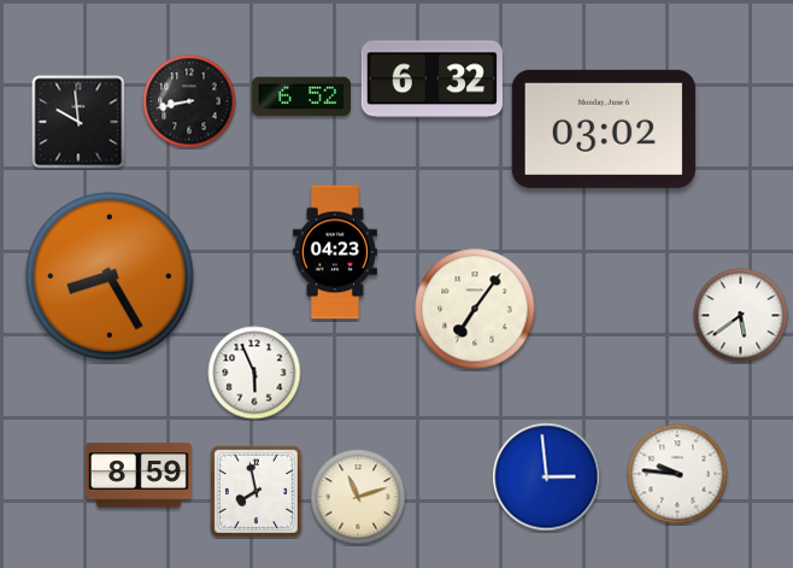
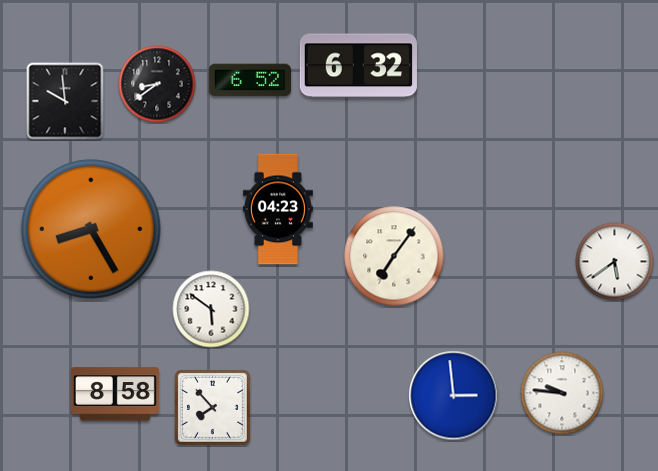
clock at (189, 101): 8:43 -> 8:39
clock at (604, 129): 03:02 -> none
clock at (254, 373): 5:56 -> 5:51
clock at (139, 475): 8:59 -> 8:58
clock at (255, 491): 7:58 -> 7:53
clock at (358, 497): 11:12 -> none
